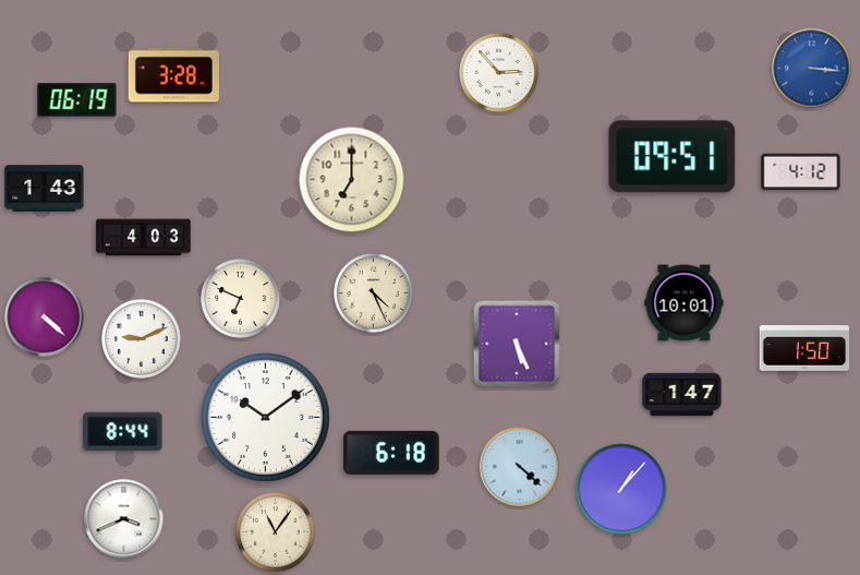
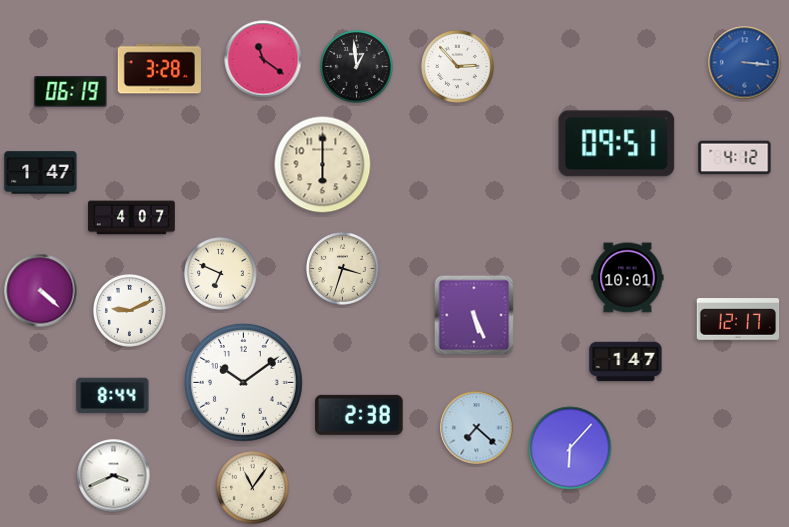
clock at (263, 59): none -> 11:21
clock at (357, 67): none -> 12:59
clock at (352, 180): 7:00 -> 6:00
clock at (45, 189): 1:43 -> 1:47
clock at (144, 238): 4:03 -> 4:07
clock at (374, 294): 4:26 -> 3:33
clock at (804, 349): 1:50 -> 12:17
clock at (391, 453): 6:18 -> 2:38
clock at (520, 467): 4:22 -> 7:22
clock at (621, 489): 1:07 -> 6:07
